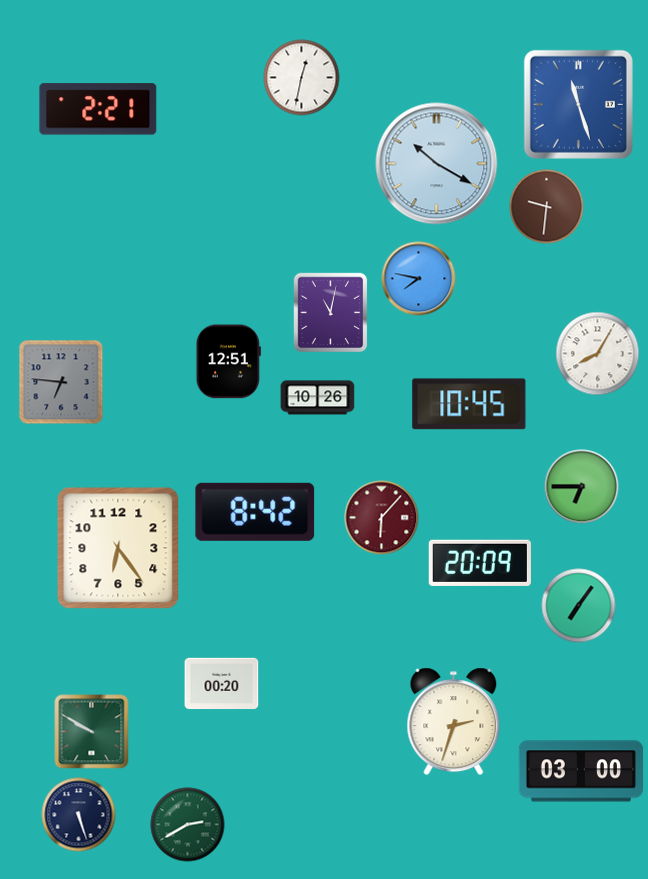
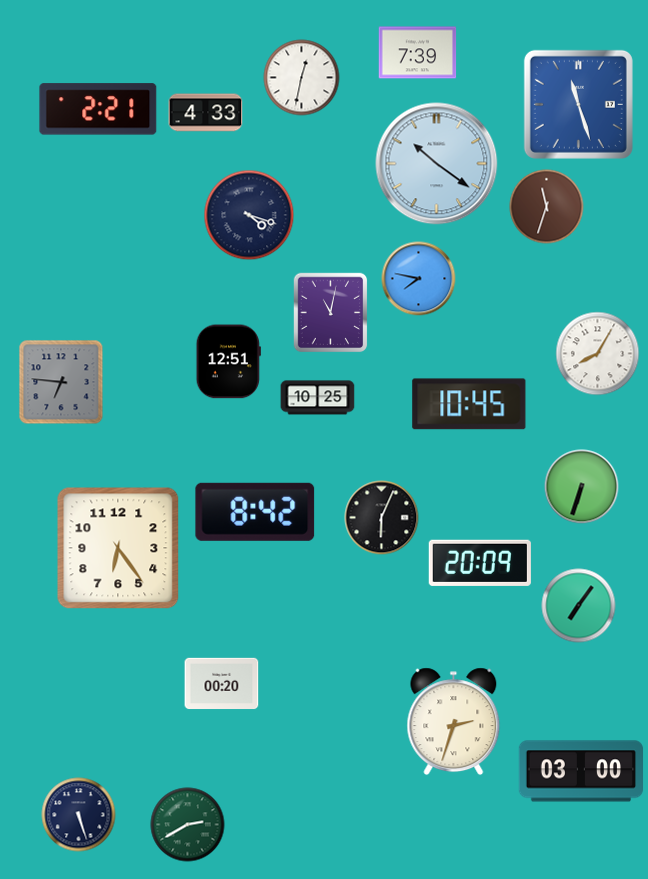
clock at (418, 53): none -> 7:39
clock at (206, 113): none -> 4:33
clock at (437, 164): 10:20 -> 10:21
clock at (547, 207): 9:31 -> 11:33
clock at (249, 215): none -> 4:18
clock at (318, 398): 10:26 -> 10:25
clock at (582, 487): 6:45 -> 6:33
clock at (382, 518): 6:07 -> 6:04
clock at (382, 518) dial: burgundy -> black
clock at (92, 732): 9:50 -> none
